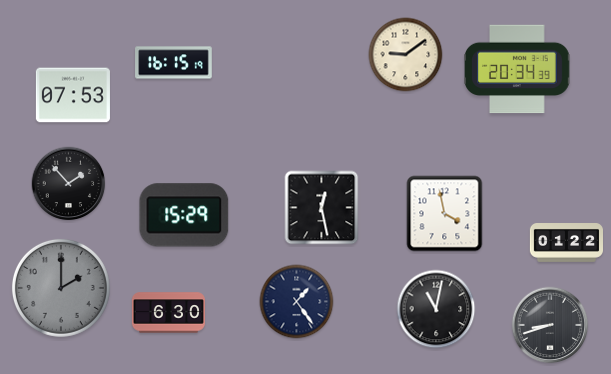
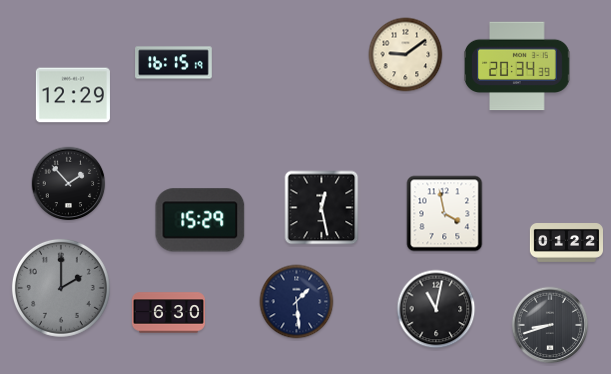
clock at (517, 69) position: (517, 69) -> (517, 66)
clock at (73, 95): 07:53 -> 12:29
clock at (184, 215) position: (184, 215) -> (200, 220)
clock at (297, 302): 1:24 -> 1:29
